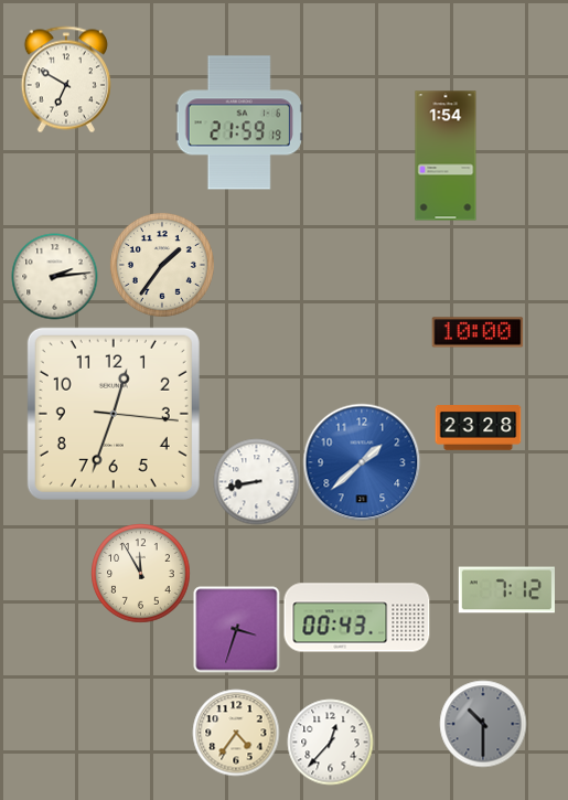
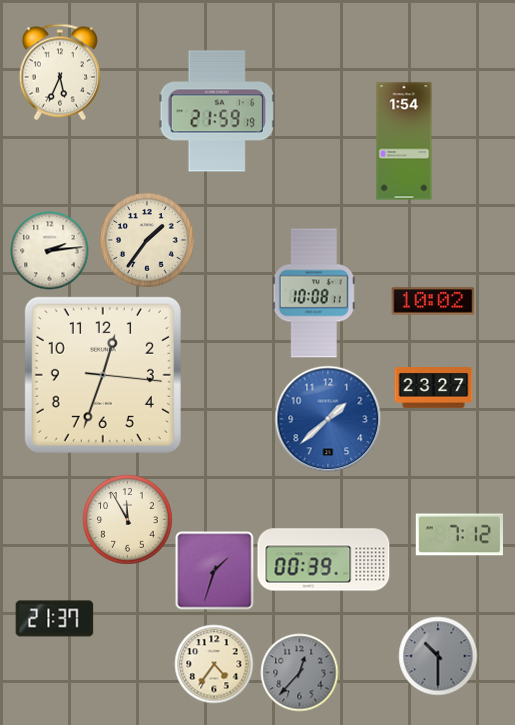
clock at (66, 79): 6:50 -> 5:34
clock at (314, 293): none -> 10:08
clock at (478, 332): 10:00 -> 10:02
clock at (478, 428): 23:28 -> 23:27
clock at (256, 481): 8:43 -> none
clock at (357, 618): 00:43 -> 00:39
clock at (236, 629): 3:33 -> 1:33
clock at (54, 619): none -> 21:37
clock at (330, 742) dial: white -> grey
